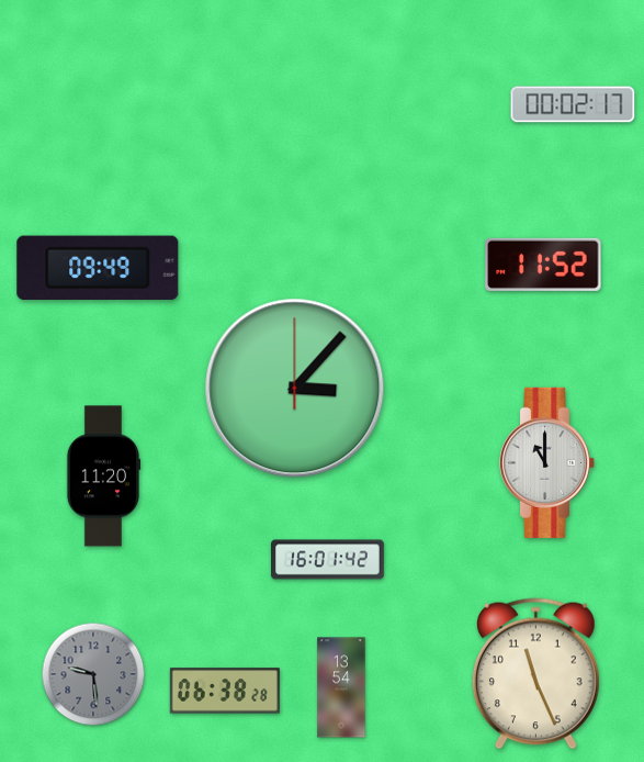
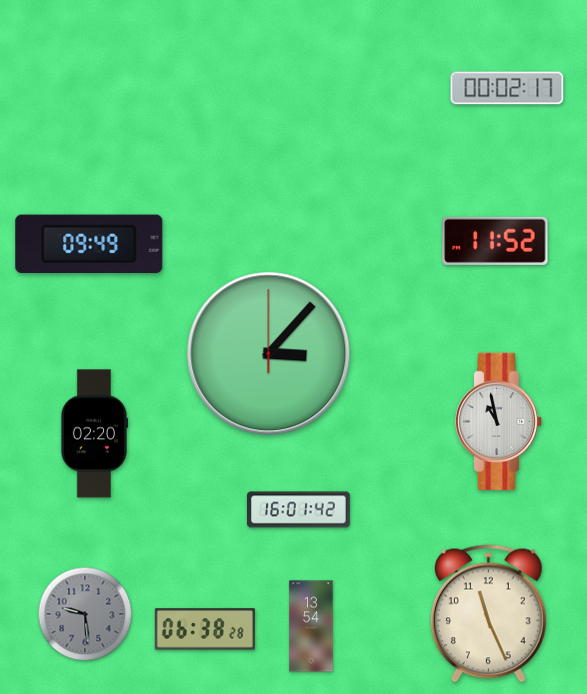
clock at (573, 104) position: (573, 104) -> (507, 88)
clock at (547, 462): 11:00 -> 10:58
clock at (103, 477): 11:20 -> 02:20
